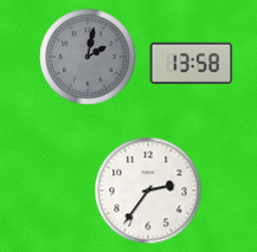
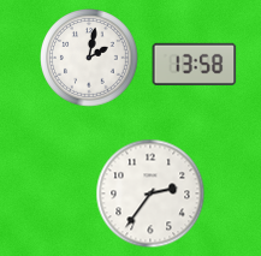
clock at (88, 57) dial: grey -> white
